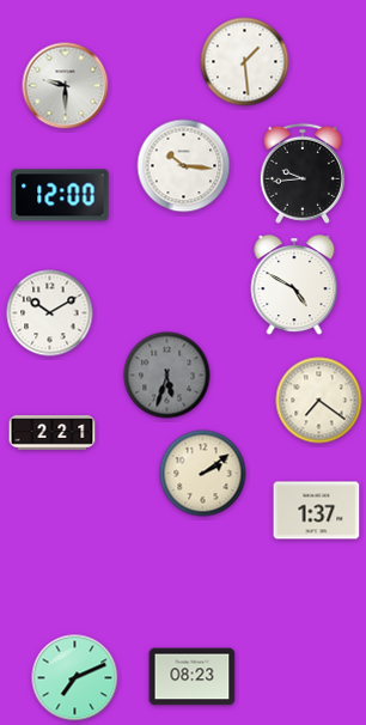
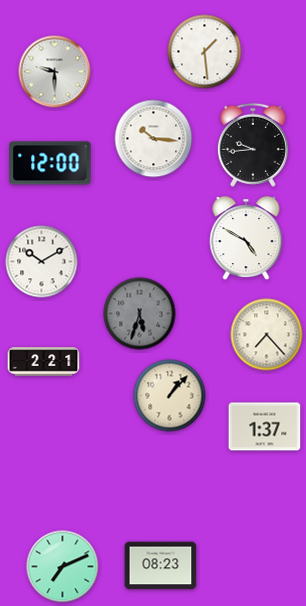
clock at (319, 401): 7:21 -> 7:23
clock at (203, 474): 2:09 -> 1:07
